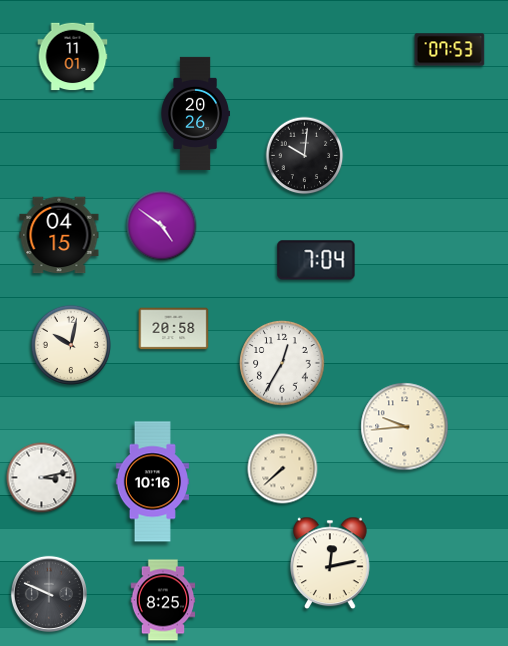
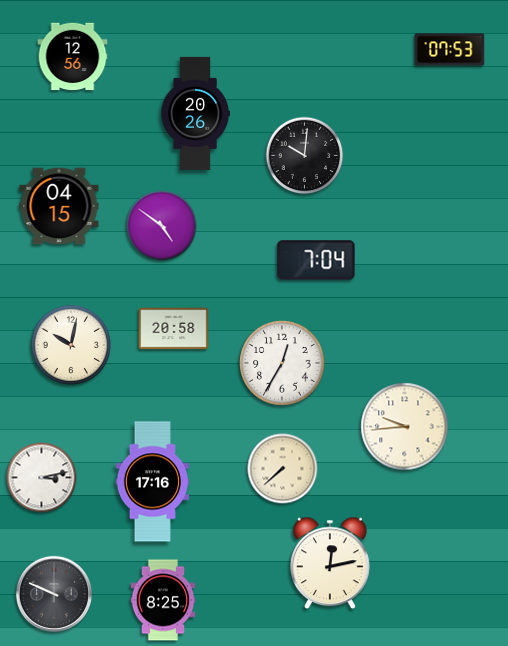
clock at (73, 57): 11:01 -> 12:56
clock at (59, 235) position: (59, 235) -> (59, 206)
clock at (152, 482): 10:16 -> 17:16
clock at (49, 594) position: (49, 594) -> (54, 594)
